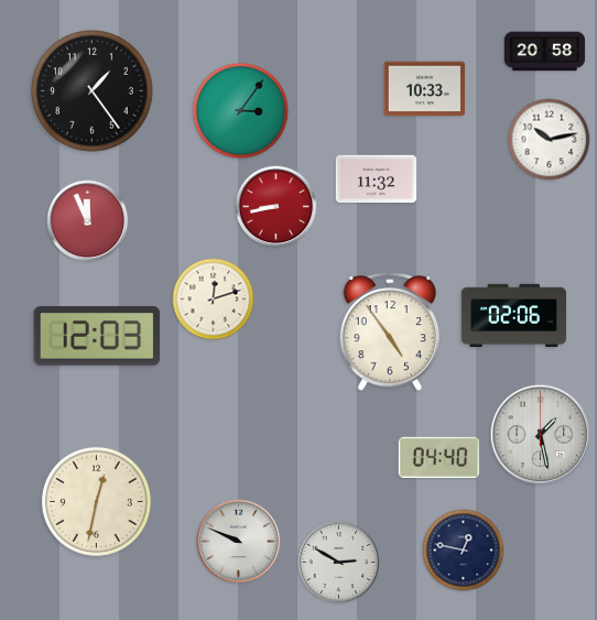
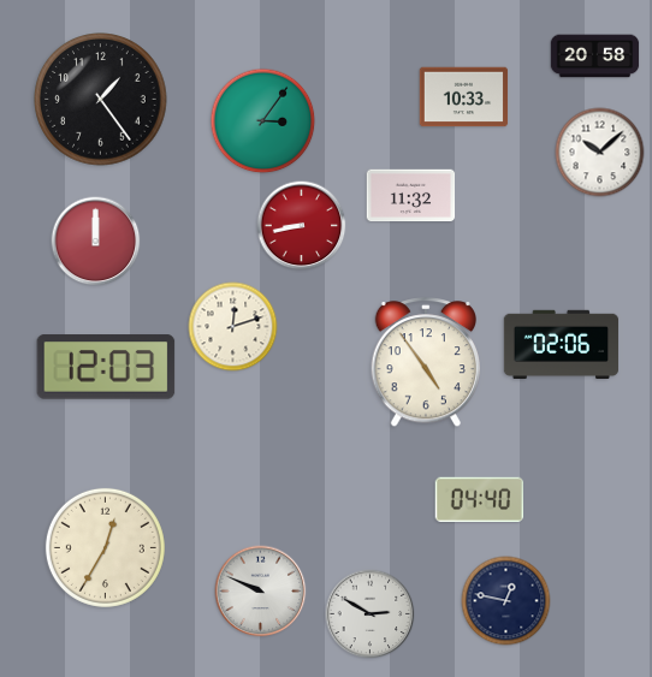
clock at (550, 140): 10:13 -> 10:08
clock at (88, 221): 11:56 -> 12:00
clock at (541, 435): 1:28 -> none
clock at (96, 501): 12:32 -> 12:35
